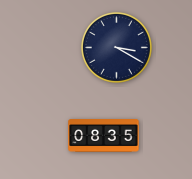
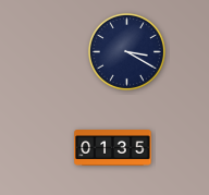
clock at (104, 136): 08:35 -> 01:35
